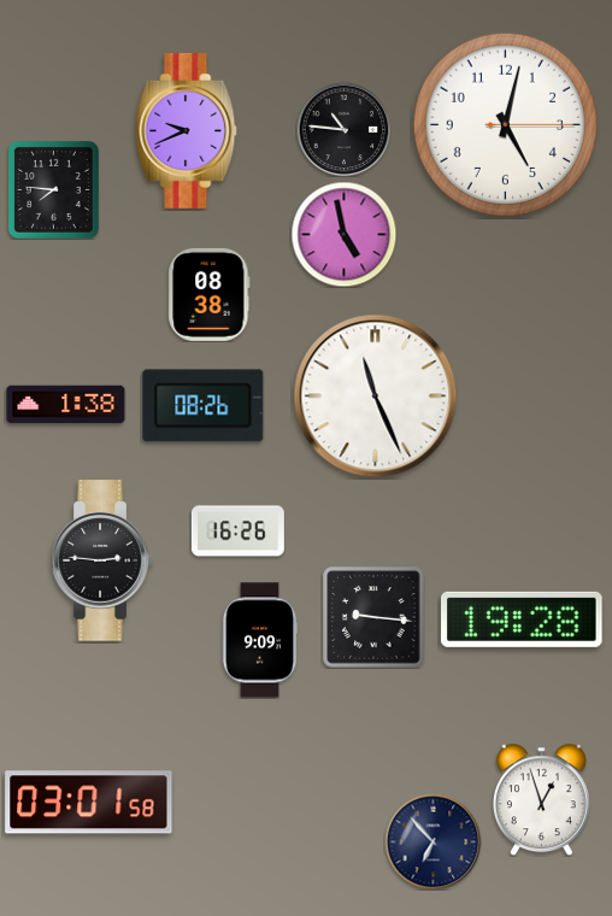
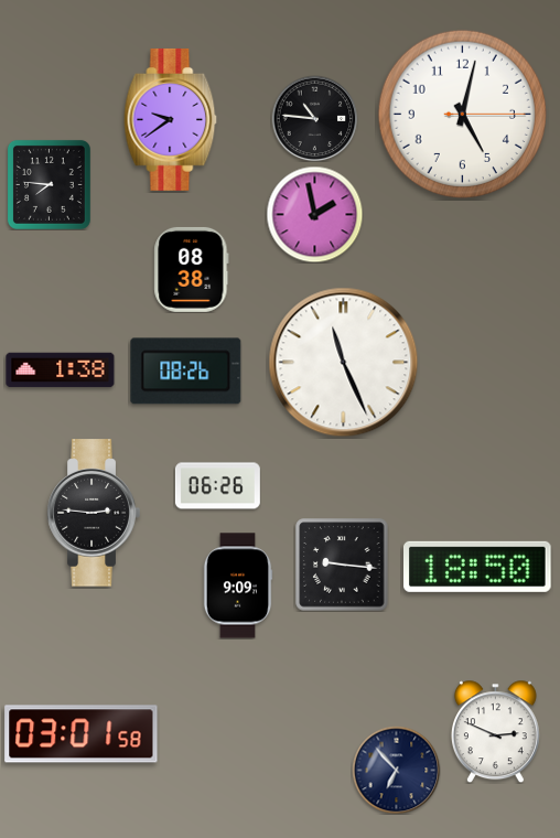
clock at (187, 130): 9:41 -> 9:39
clock at (53, 189) position: (53, 189) -> (49, 184)
clock at (343, 234): 4:58 -> 1:58
clock at (237, 532): 16:26 -> 06:26
clock at (523, 620): 19:28 -> 18:50
clock at (541, 799): 12:57 -> 2:49
